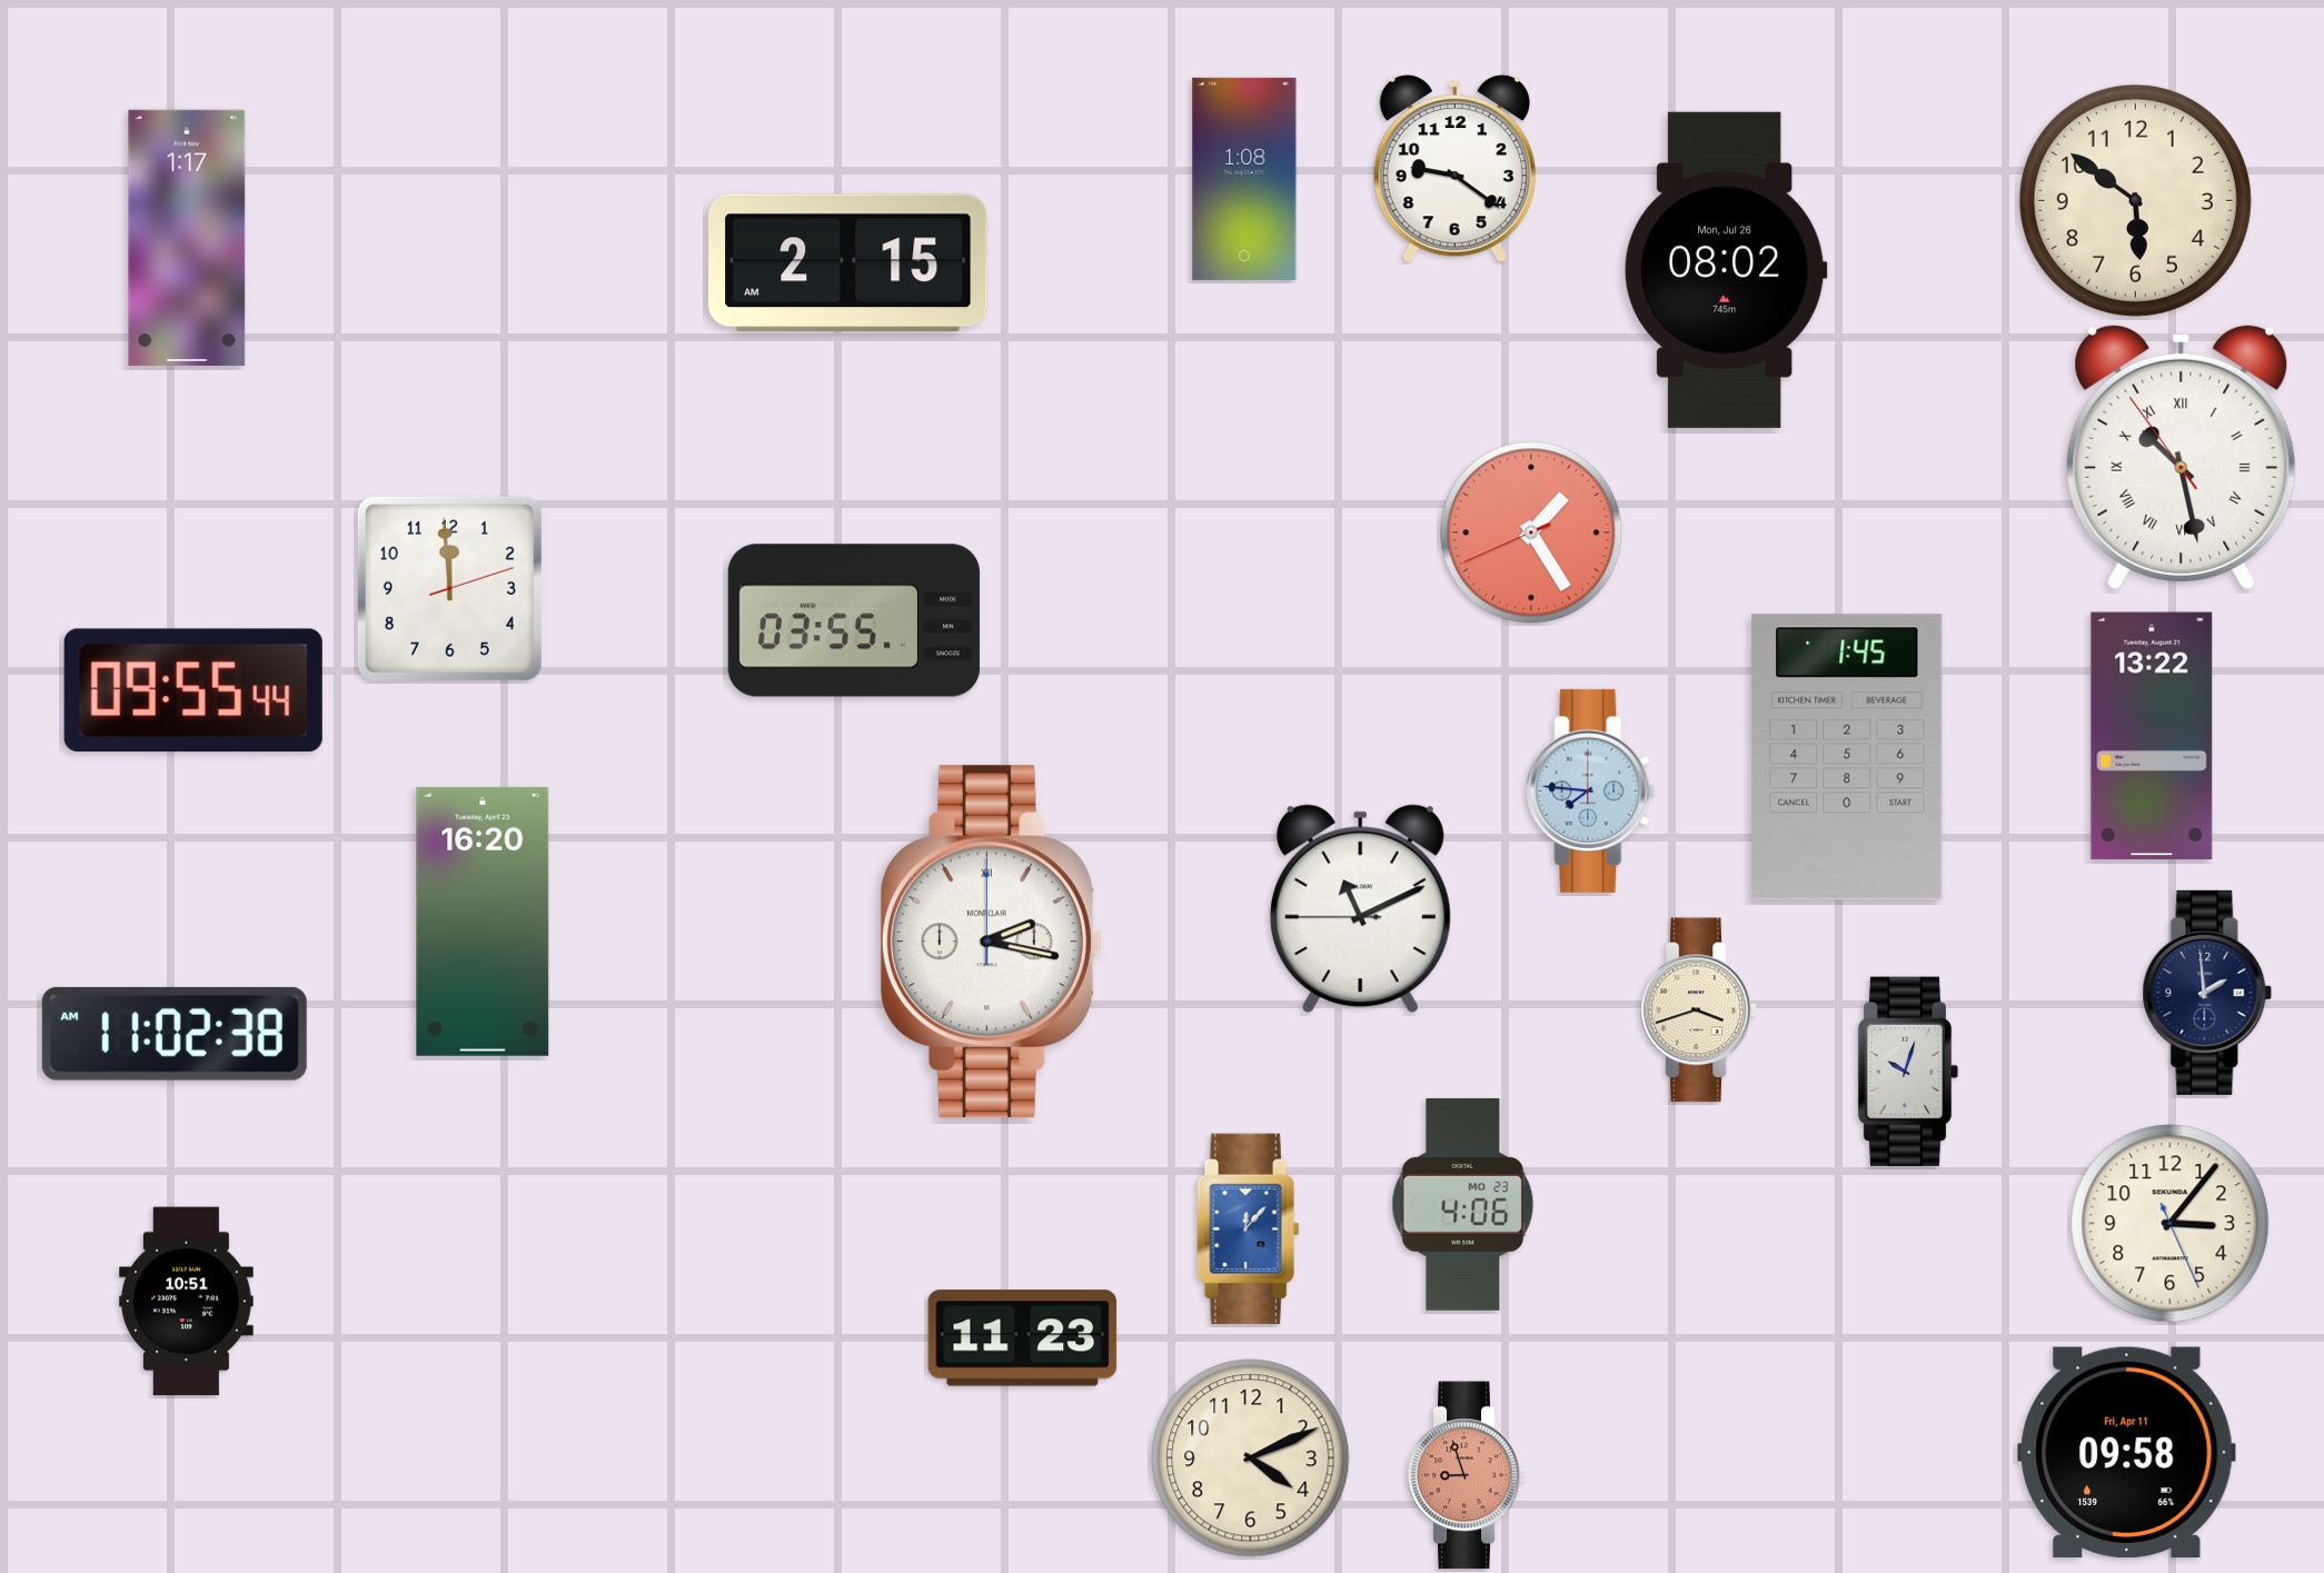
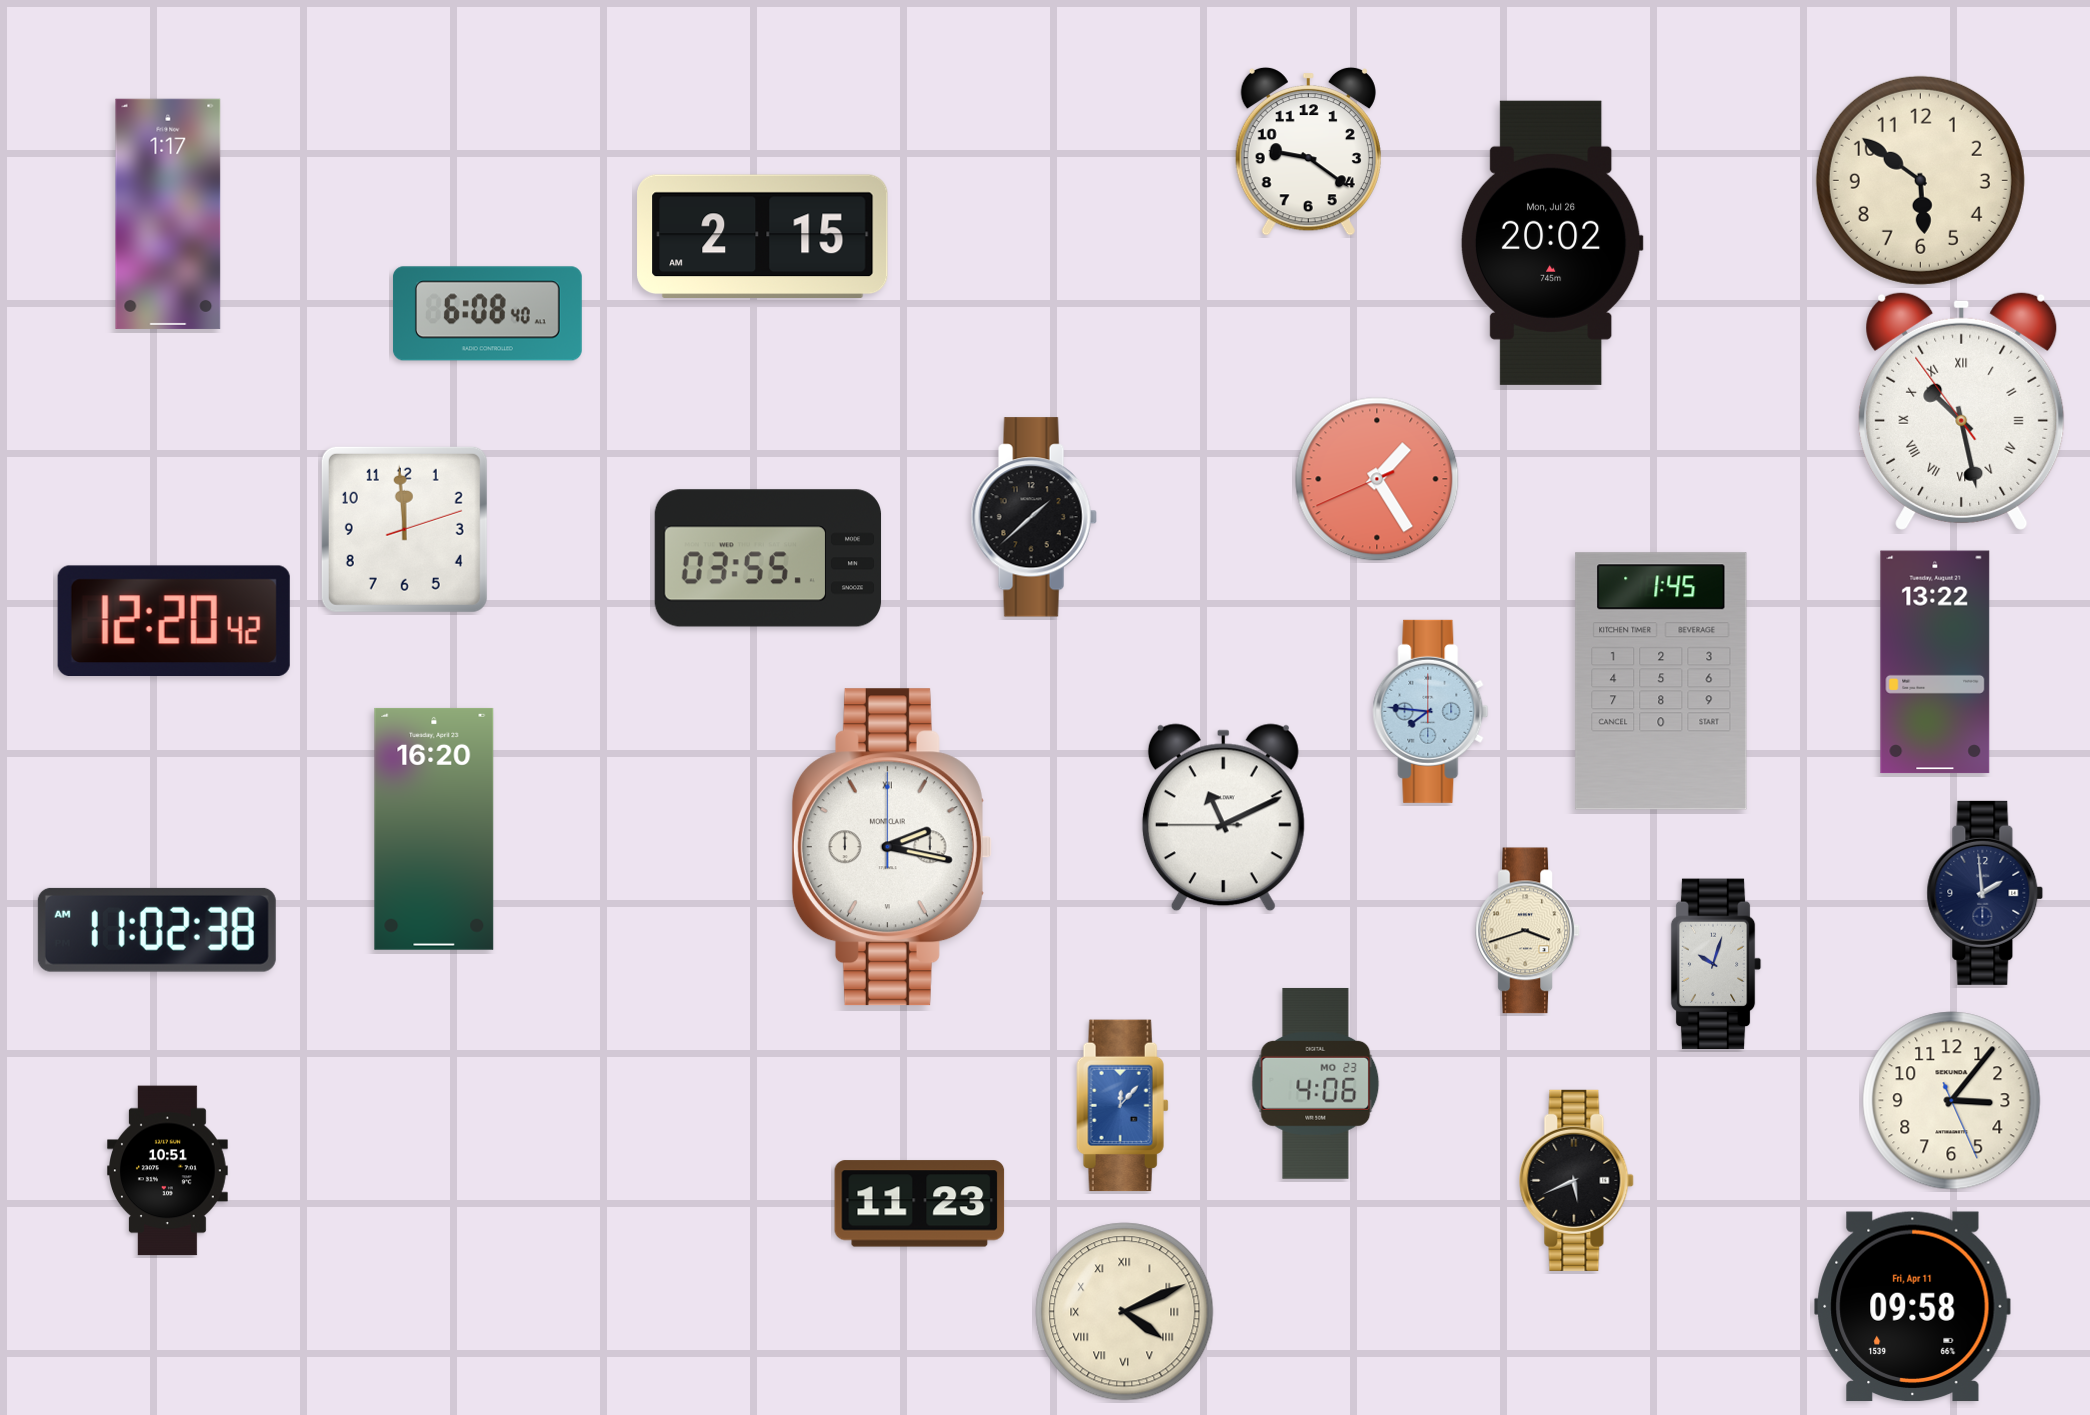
clock at (1244, 179): 1:08 -> none
clock at (1726, 270): 08:02 -> 20:02
clock at (487, 314): none -> 6:08
clock at (1034, 517): none -> 1:38
clock at (193, 689): 09:55 -> 12:20
clock at (1699, 1010) position: (1699, 1010) -> (1528, 931)
clock at (1577, 1180): none -> 5:41
clock at (1251, 1458) numerals: Arabic -> Roman
clock at (1467, 1475): 8:57 -> none
